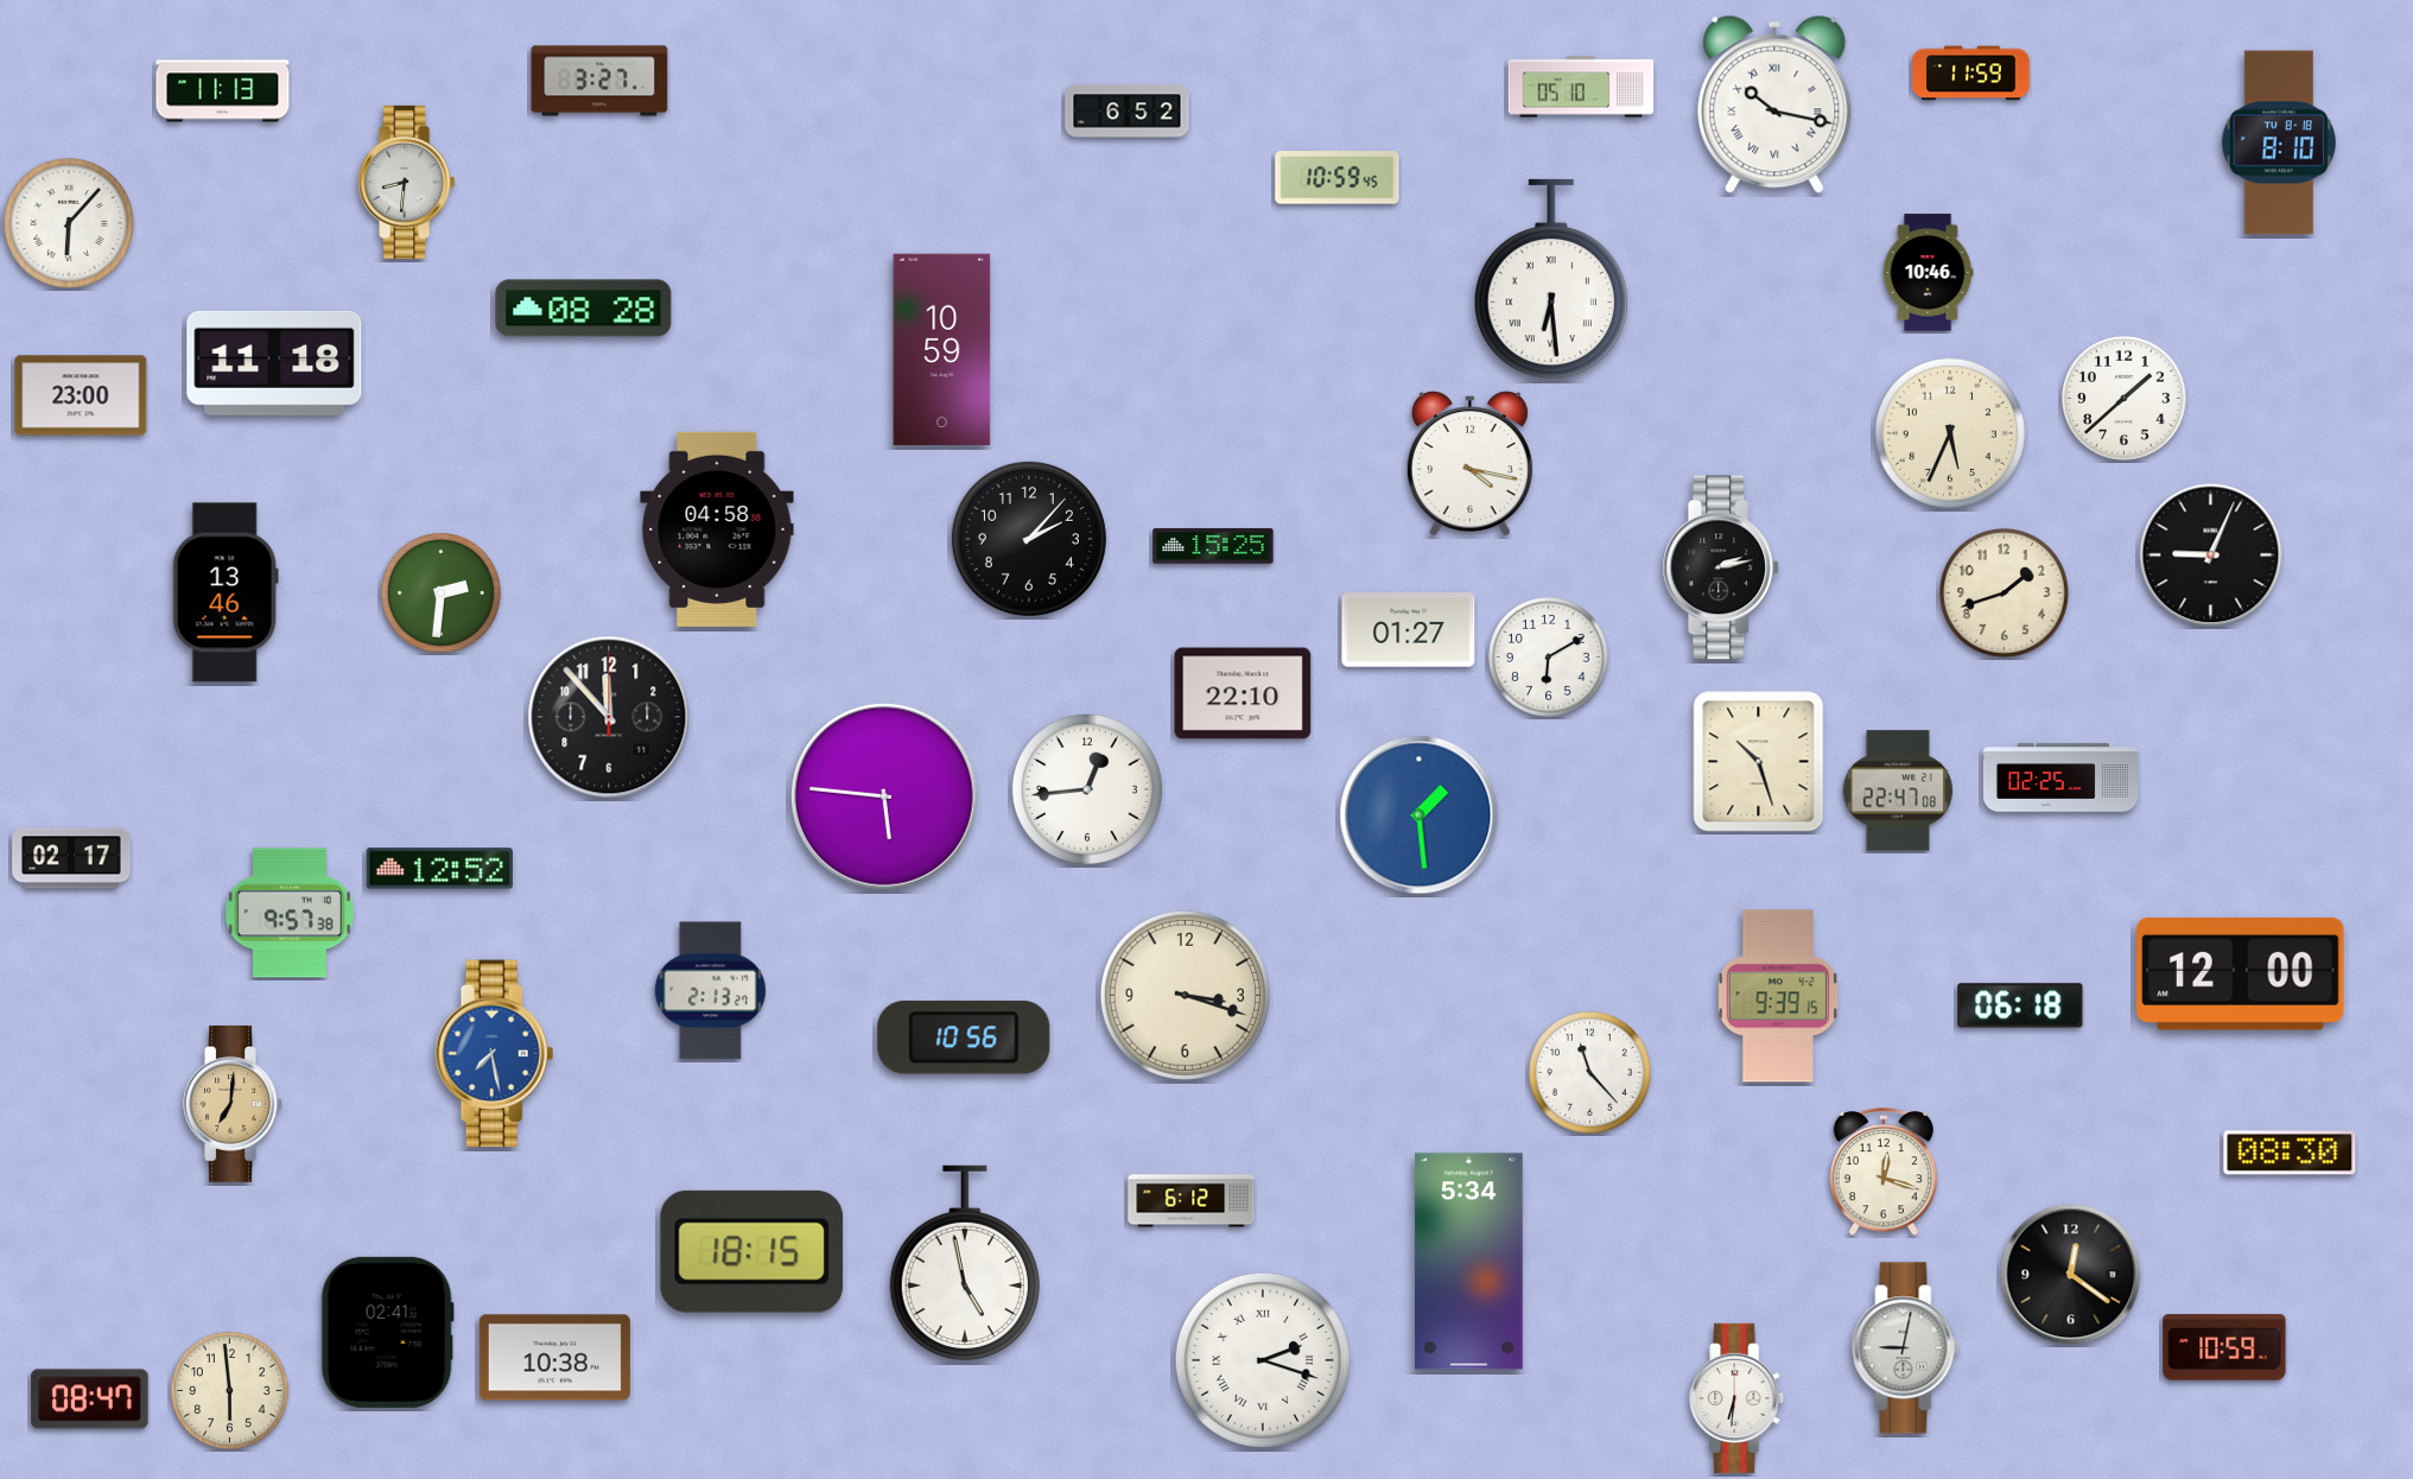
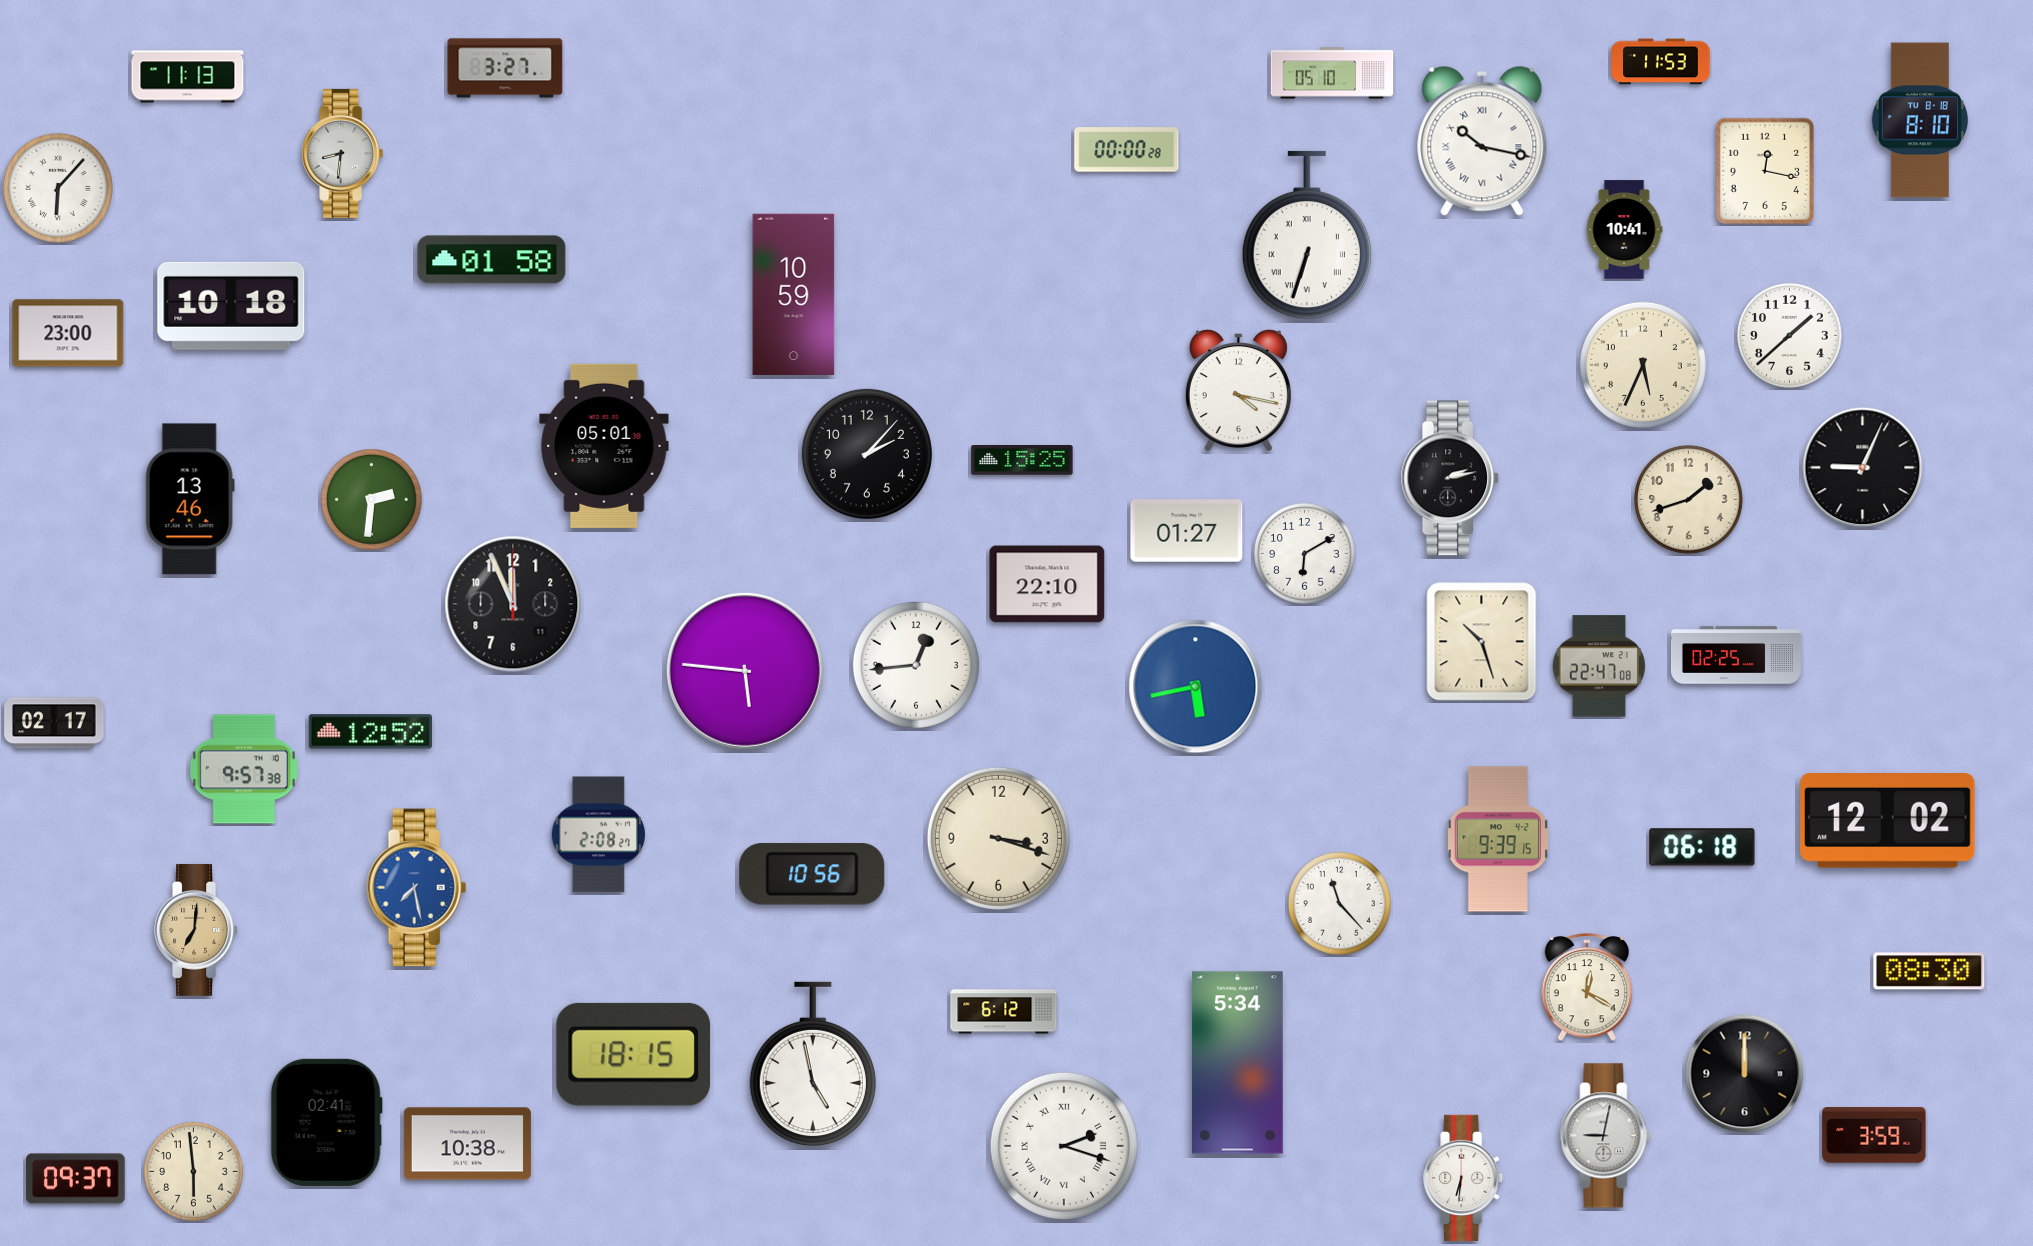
clock at (1971, 74): 11:59 -> 11:53
clock at (1774, 104) position: (1774, 104) -> (1482, 141)
clock at (1128, 112): 6:52 -> none
clock at (1338, 178): 10:59 -> 00:00
clock at (1765, 171): none -> 12:17
clock at (1928, 273): 10:46 -> 10:41
clock at (1551, 279): 6:29 -> 6:33
clock at (584, 309): 08:28 -> 01:58
clock at (274, 363): 11:18 -> 10:18
clock at (717, 529): 04:58 -> 05:01
clock at (609, 717): 11:53 -> 11:56
clock at (1420, 815): 1:29 -> 5:43
clock at (71, 858) position: (71, 858) -> (54, 723)
clock at (2241, 975): 12:00 -> 12:02
clock at (710, 991): 2:13 -> 2:08
clock at (1884, 1173): 12:18 -> 12:20
clock at (2071, 1275): 12:21 -> 12:00
clock at (2224, 1347): 10:59 -> 3:59
clock at (90, 1399): 08:47 -> 09:37
